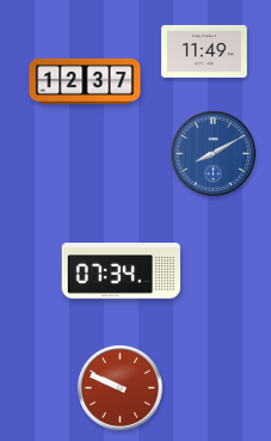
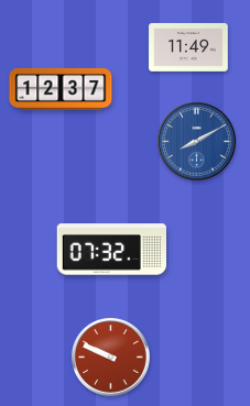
clock at (85, 81) position: (85, 81) -> (61, 89)
clock at (121, 271): 07:34 -> 07:32
